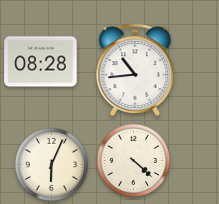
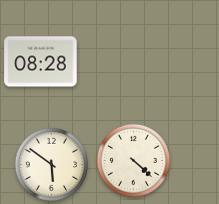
clock at (135, 69): 10:44 -> none
clock at (51, 164): 6:04 -> 5:51
